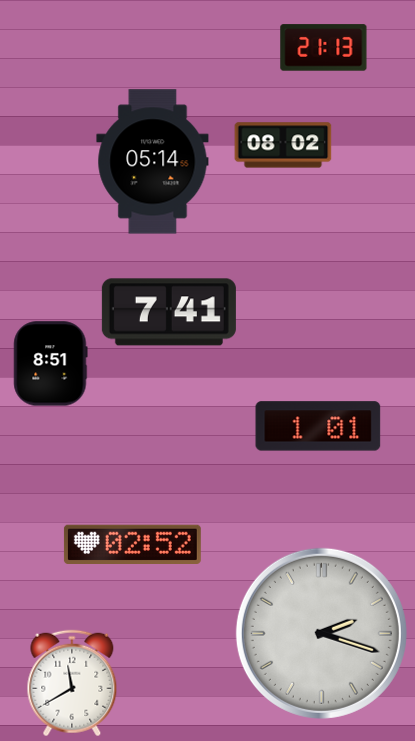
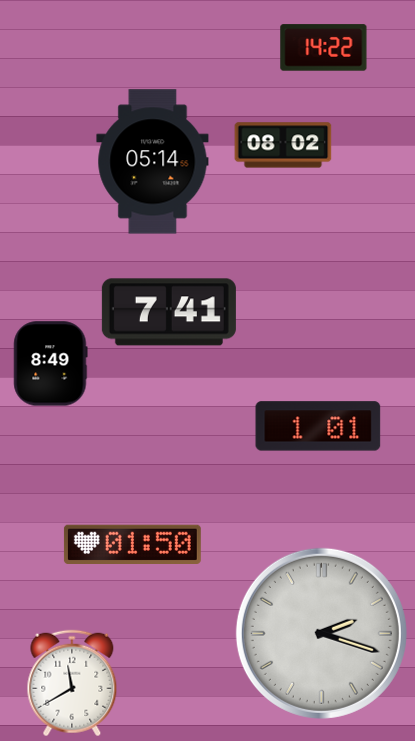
clock at (324, 48): 21:13 -> 14:22
clock at (51, 364): 8:51 -> 8:49
clock at (132, 544): 02:52 -> 01:50
